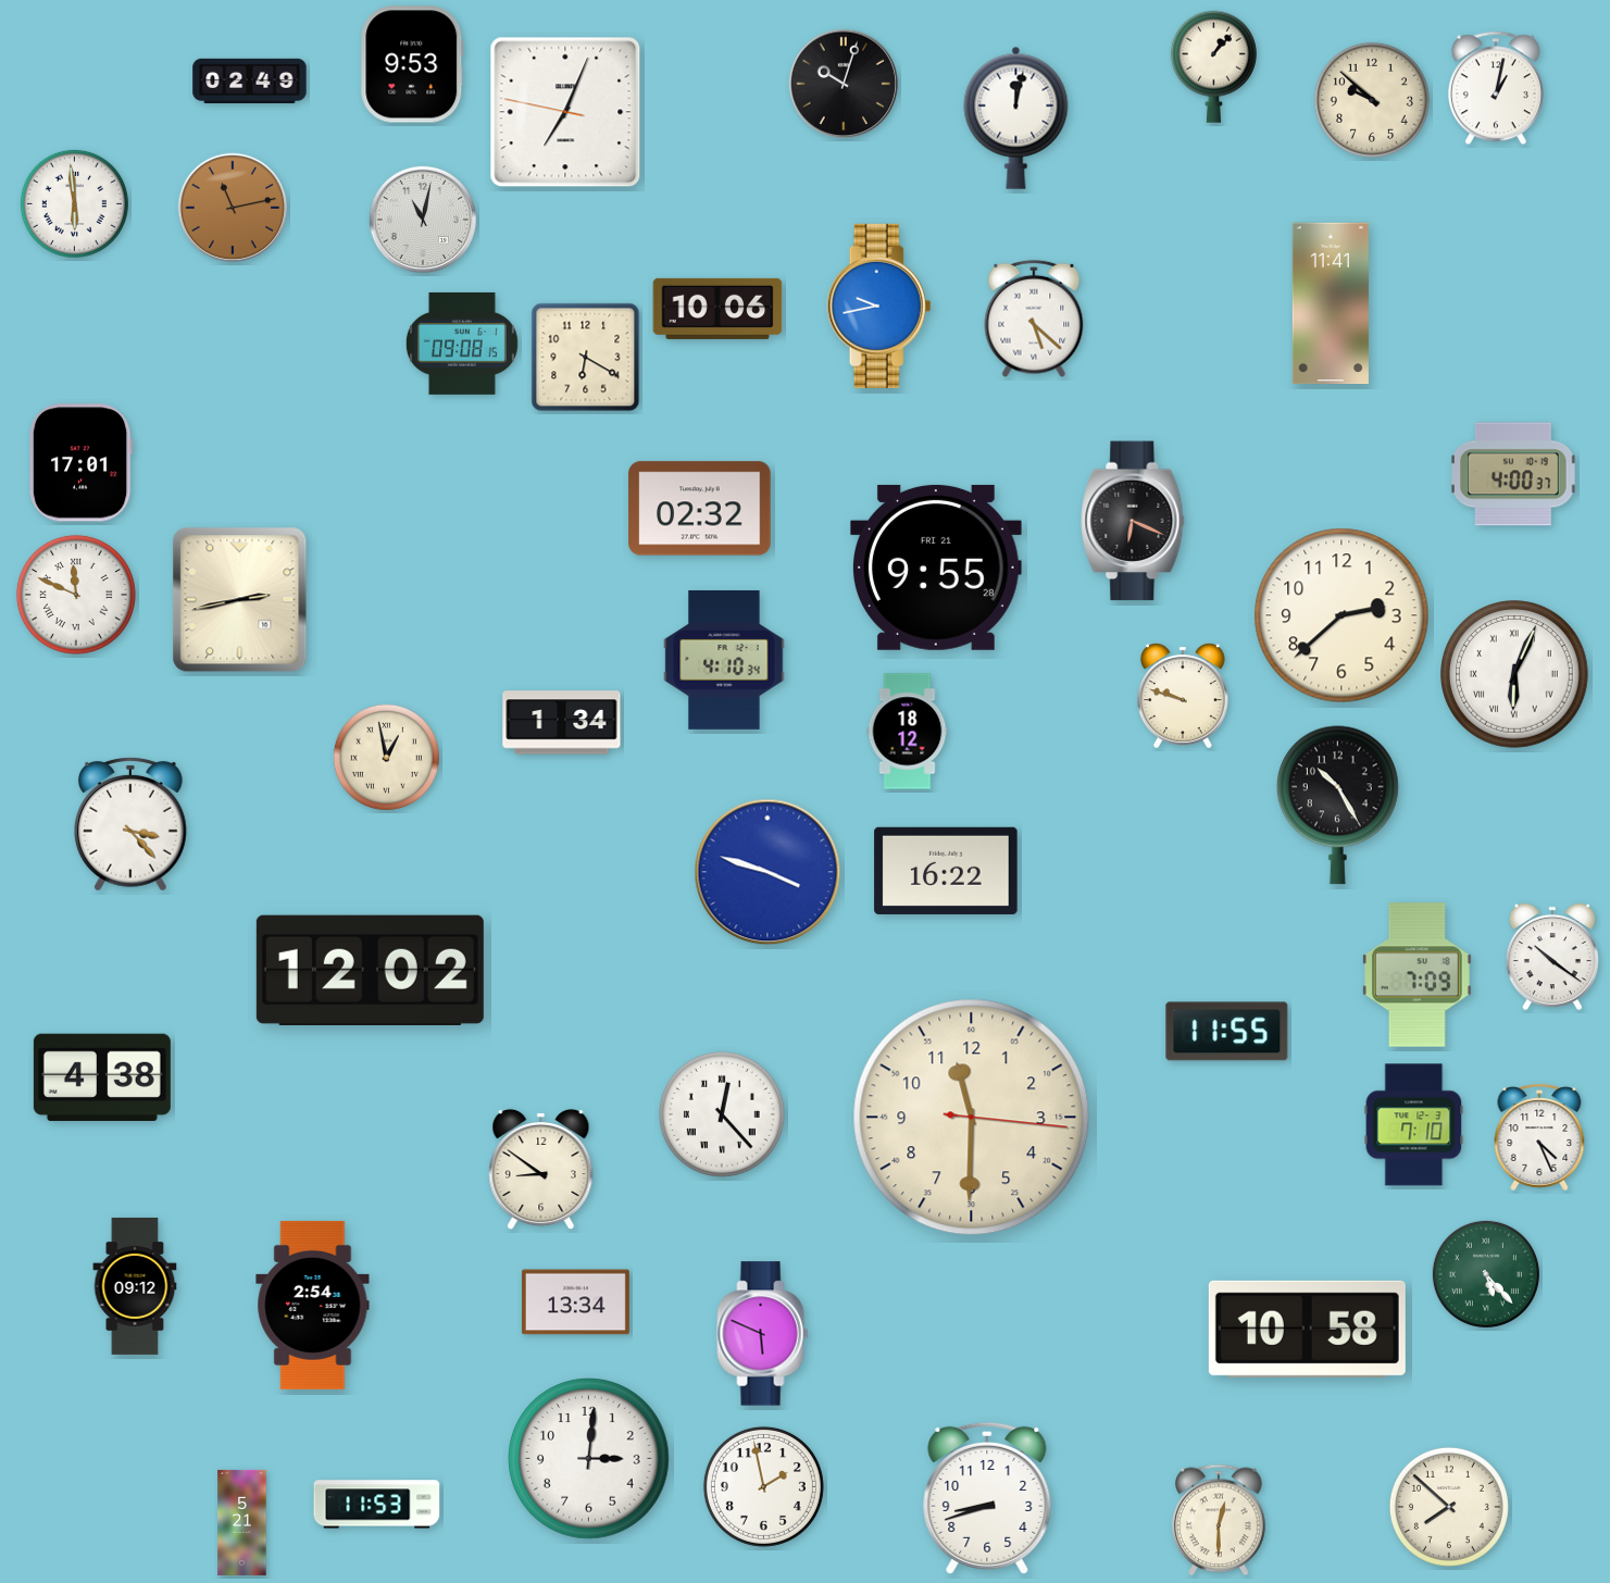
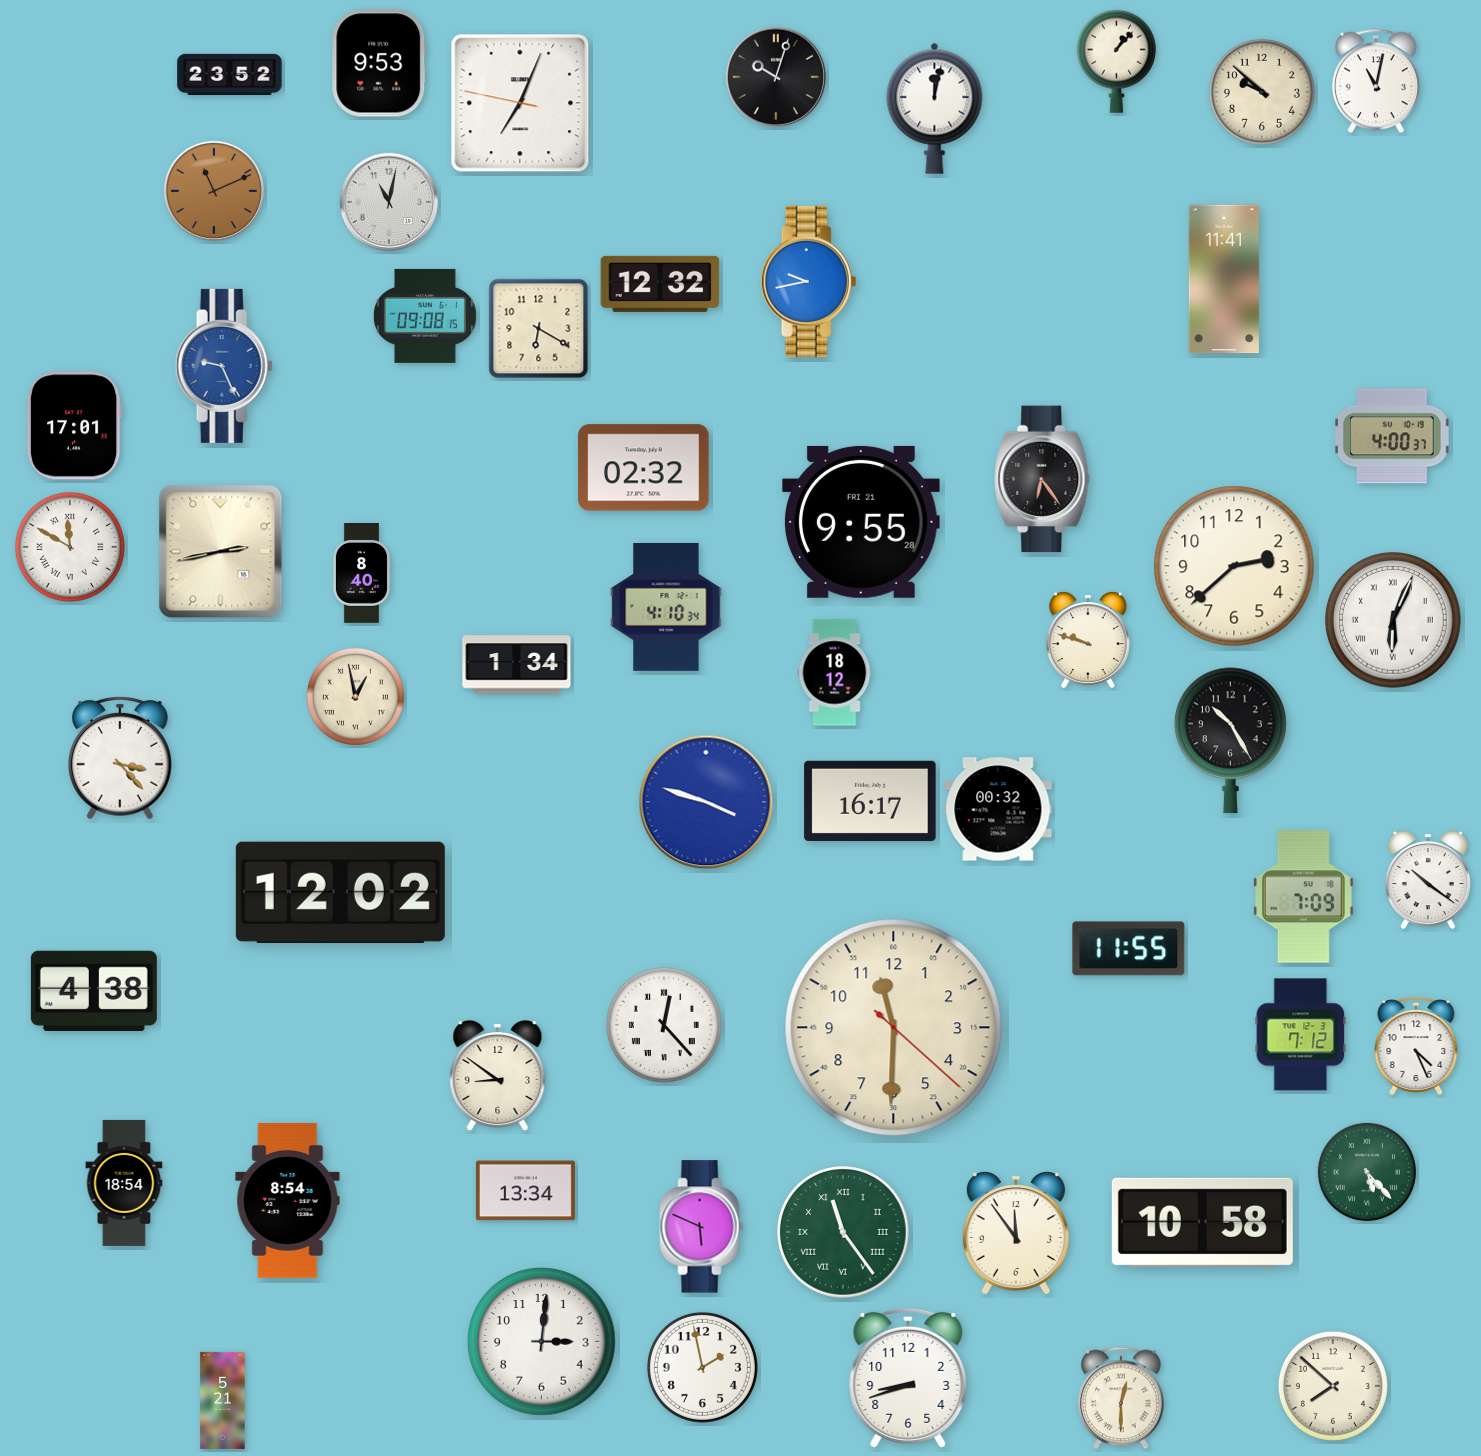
clock at (412, 64) position: (412, 64) -> (379, 63)
clock at (250, 80): 02:49 -> 23:52
clock at (1496, 88): 1:02 -> 11:02
clock at (74, 203): 5:59 -> none
clock at (233, 208): 11:13 -> 11:11
clock at (717, 309): 10:06 -> 12:32
clock at (1034, 319): 5:22 -> none
clock at (224, 366): none -> 9:26
clock at (1133, 521): 6:19 -> 6:24
clock at (76, 595): 11:49 -> 11:50
clock at (361, 574): none -> 8:40
clock at (946, 871): 16:22 -> 16:17
clock at (998, 809): none -> 00:32
clock at (972, 1118): 11:30:16 -> 11:30:22
clock at (1414, 1125): 7:10 -> 7:12
clock at (135, 1286): 09:12 -> 18:54
clock at (575, 1302) position: (575, 1302) -> (525, 1191)
clock at (313, 1305): 2:54 -> 8:54
clock at (844, 1233): none -> 11:24
clock at (1016, 1233): none -> 11:54
clock at (377, 1505): 11:53 -> none
